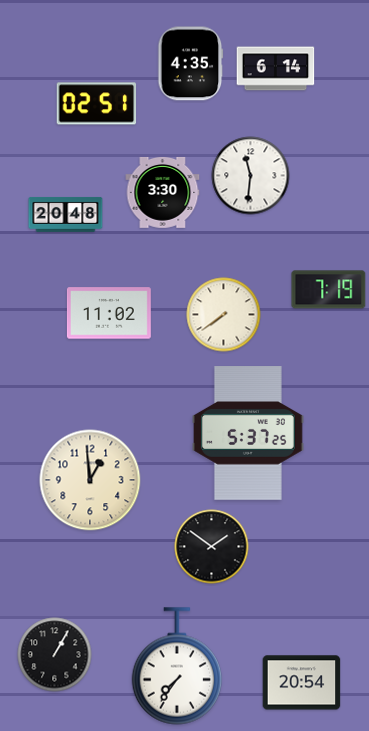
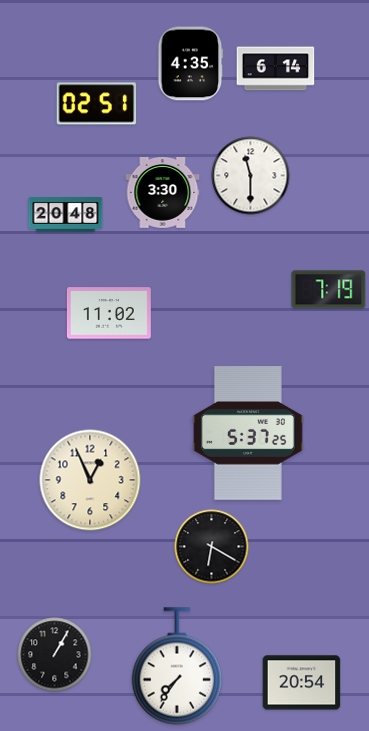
clock at (251, 176): 11:31 -> 11:30
clock at (224, 315): 7:39 -> none
clock at (90, 480): 12:59 -> 12:56
clock at (212, 547): 1:51 -> 6:20
